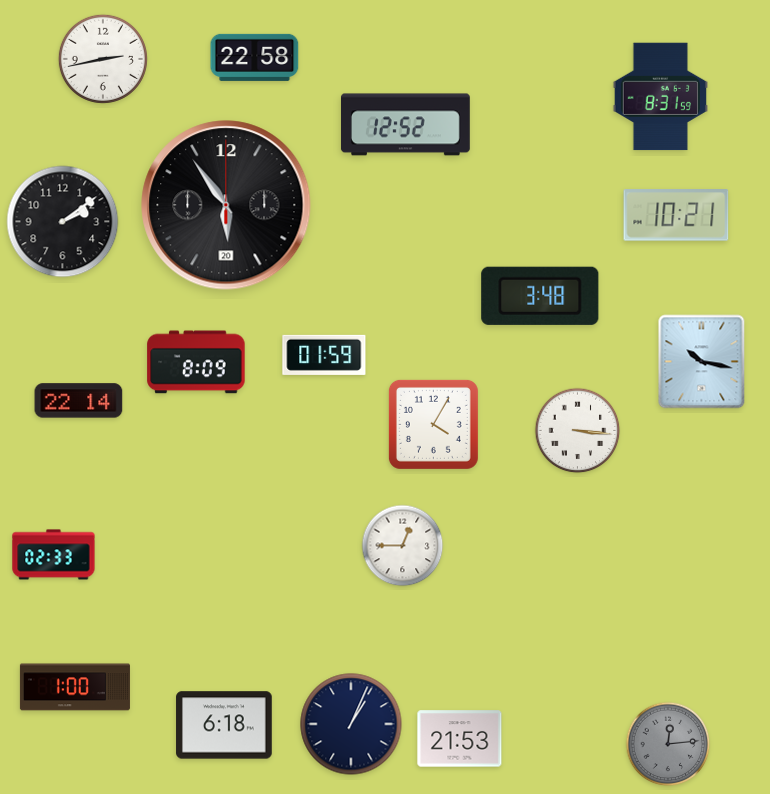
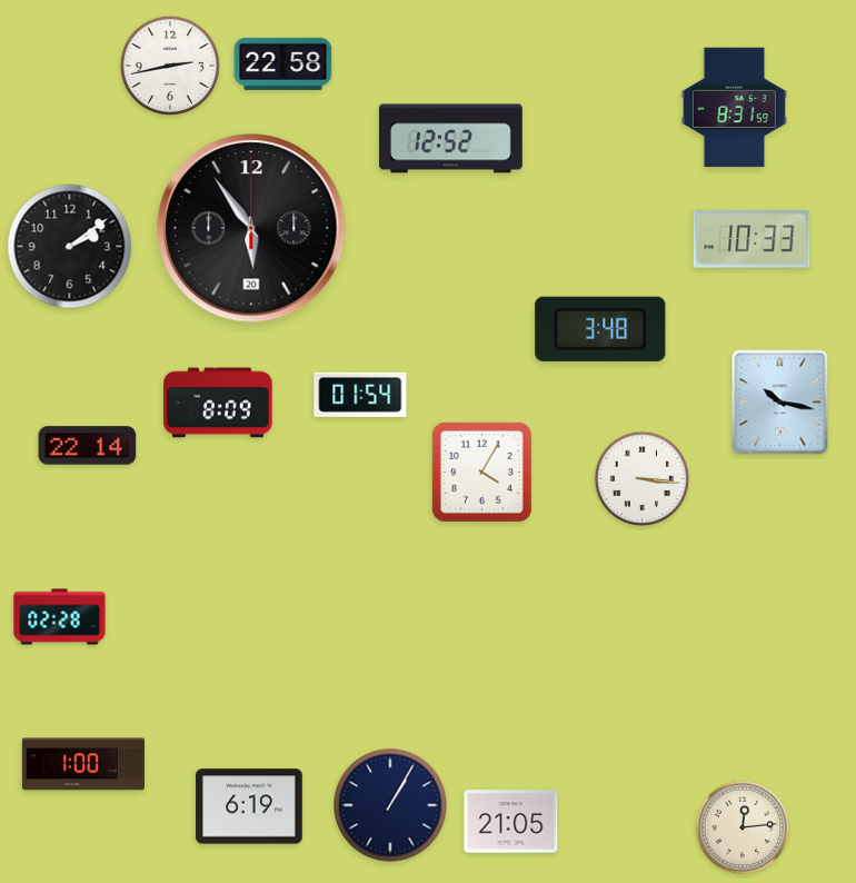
clock at (103, 59) position: (103, 59) -> (170, 66)
clock at (676, 215): 10:21 -> 10:33
clock at (324, 355): 01:59 -> 01:54
clock at (403, 546): 12:45 -> none
clock at (54, 555): 02:33 -> 02:28
clock at (351, 724): 1:04 -> 1:05
clock at (224, 725): 6:18 -> 6:19
clock at (460, 739): 21:53 -> 21:05
clock at (668, 744) dial: grey -> cream
